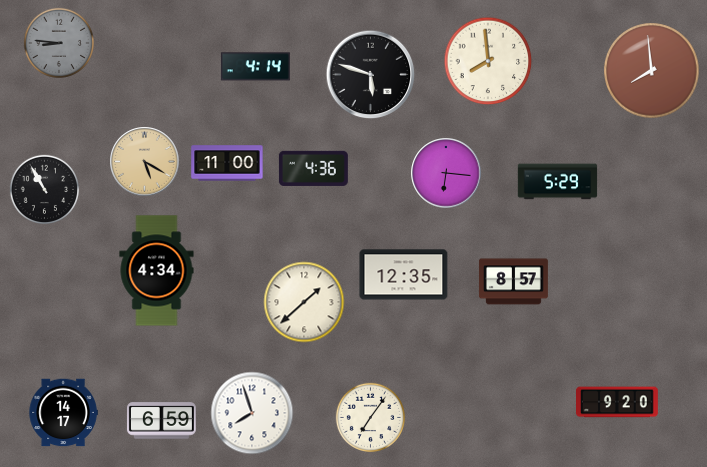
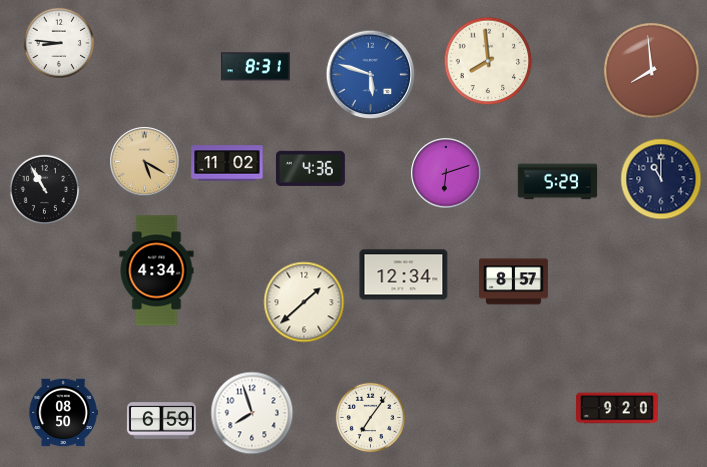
clock at (59, 43) dial: grey -> white
clock at (255, 67): 4:14 -> 8:31
clock at (371, 75) dial: black -> blue
clock at (227, 163): 11:00 -> 11:02
clock at (313, 168) position: (313, 168) -> (310, 168)
clock at (446, 173): 6:16 -> 6:12
clock at (661, 179): none -> 11:00
clock at (404, 275): 12:35 -> 12:34
clock at (618, 402) position: (618, 402) -> (618, 408)
clock at (63, 413): 14:17 -> 08:50
